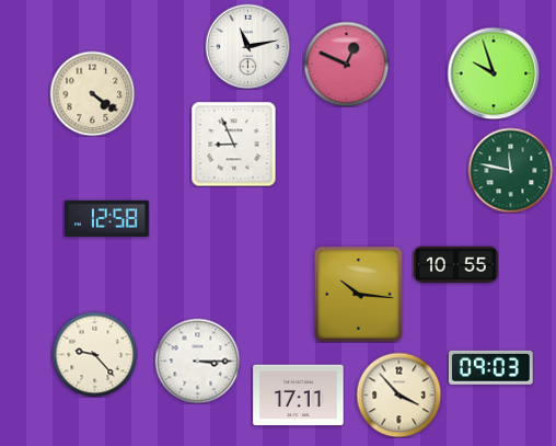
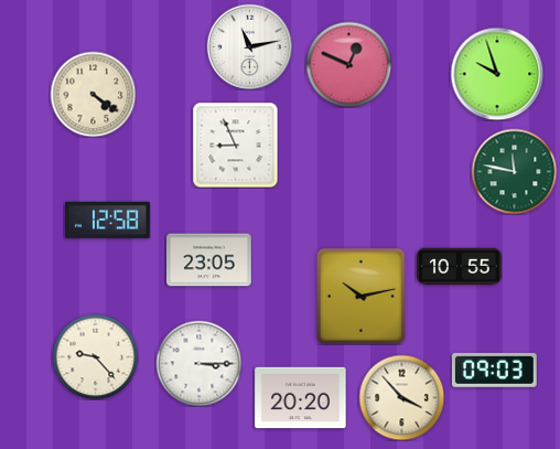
clock at (209, 260): none -> 23:05
clock at (358, 294): 10:16 -> 10:13
clock at (299, 396): 17:11 -> 20:20
